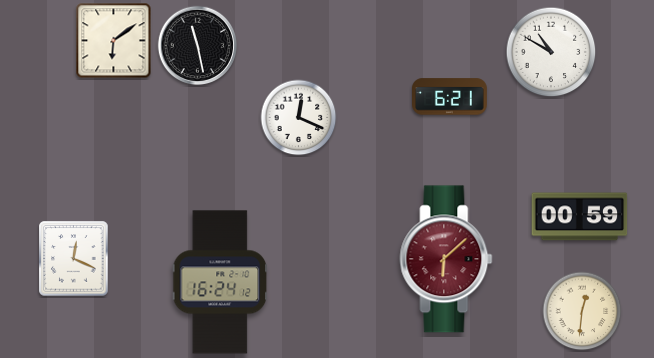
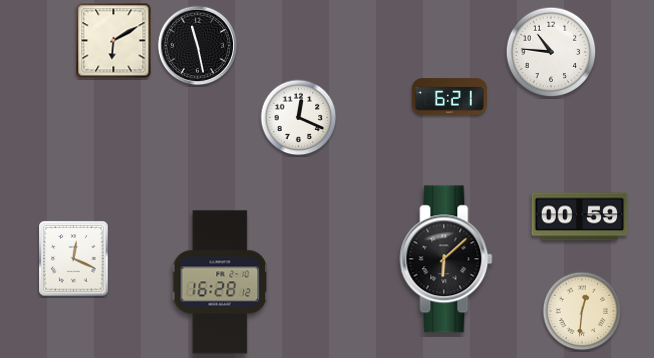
clock at (114, 41): 6:09 -> 6:10
clock at (551, 52): 10:50 -> 10:46
clock at (446, 259) dial: burgundy -> black
clock at (220, 282): 16:24 -> 16:28
